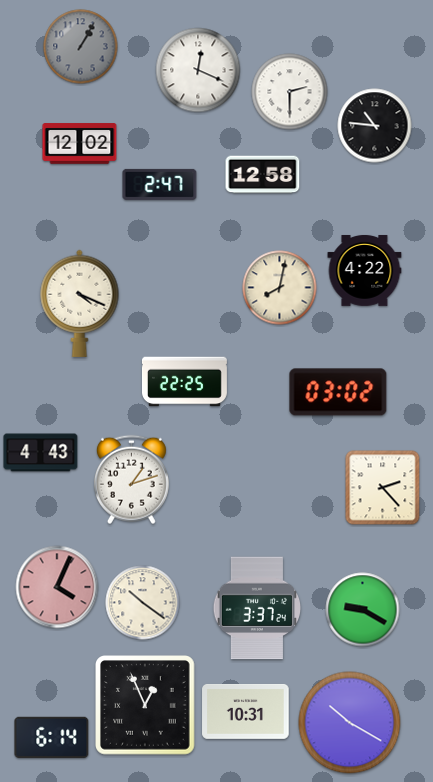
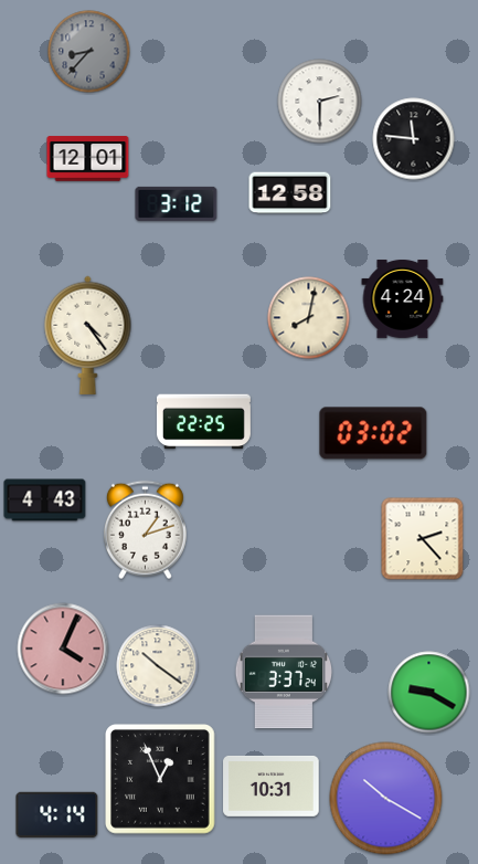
clock at (81, 47): 1:05 -> 8:37
clock at (198, 70): 12:19 -> none
clock at (375, 126): 10:46 -> 11:46
clock at (80, 144): 12:02 -> 12:01
clock at (160, 184): 2:47 -> 3:12
clock at (365, 270): 4:22 -> 4:24
clock at (80, 303): 4:19 -> 4:24
clock at (363, 610) position: (363, 610) -> (429, 693)
clock at (52, 737): 6:14 -> 4:14
